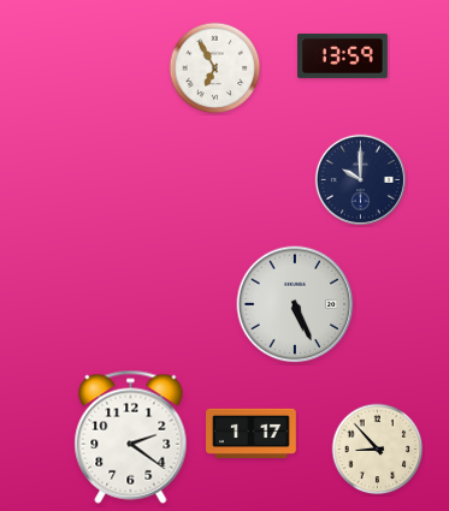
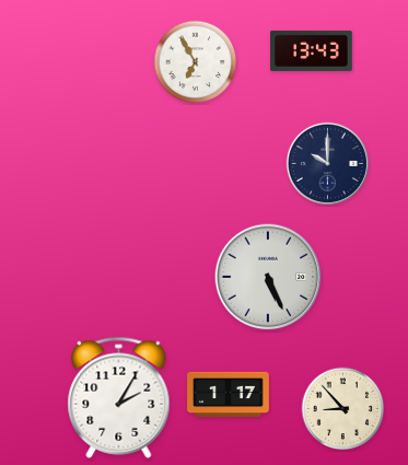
clock at (343, 55): 13:59 -> 13:43
clock at (131, 436): 2:21 -> 2:05
